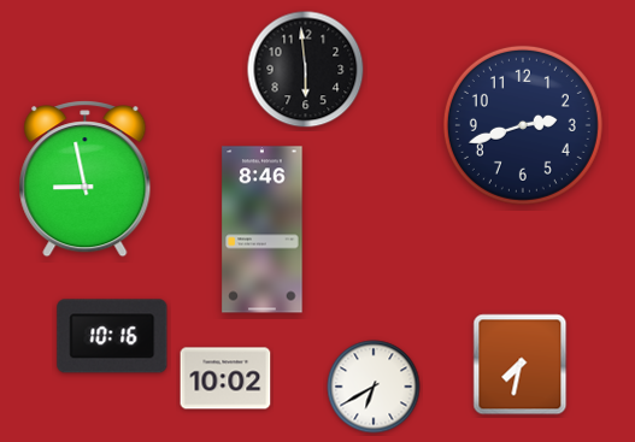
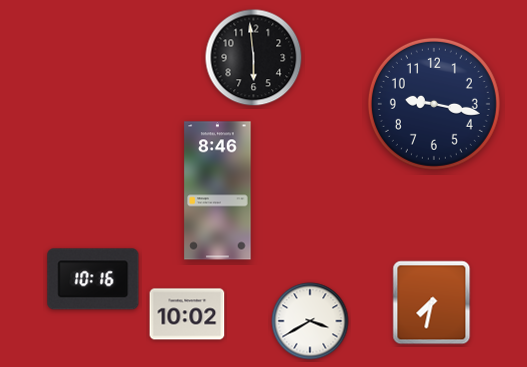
clock at (523, 125): 2:42 -> 9:17
clock at (86, 179): 8:58 -> none
clock at (374, 387): 6:40 -> 3:40
